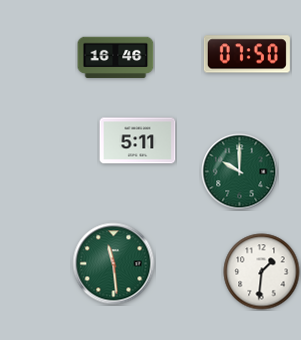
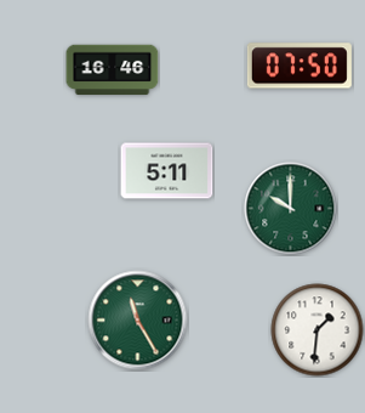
clock at (116, 58) position: (116, 58) -> (113, 70)
clock at (114, 264): 11:29 -> 11:25
